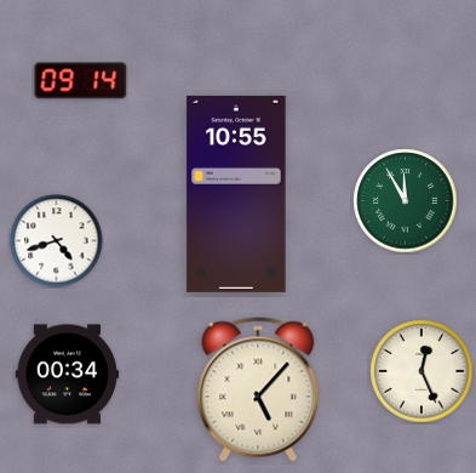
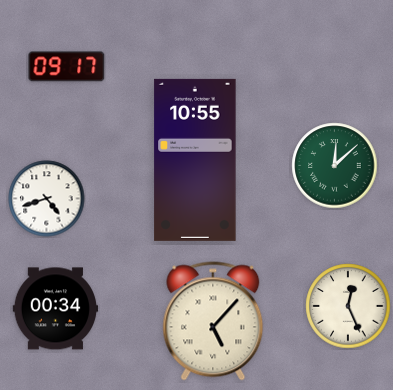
clock at (81, 81): 09:14 -> 09:17
clock at (406, 201): 11:55 -> 12:08
